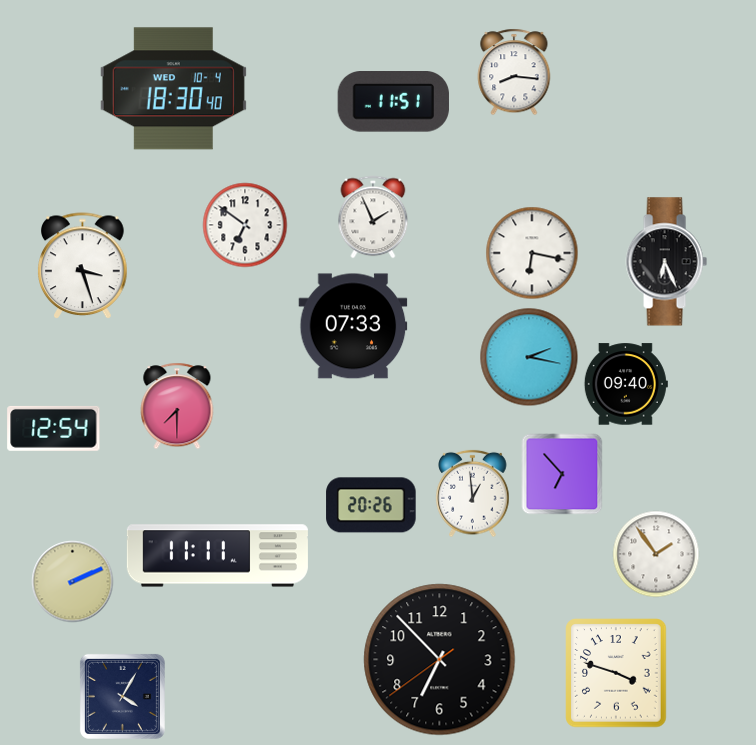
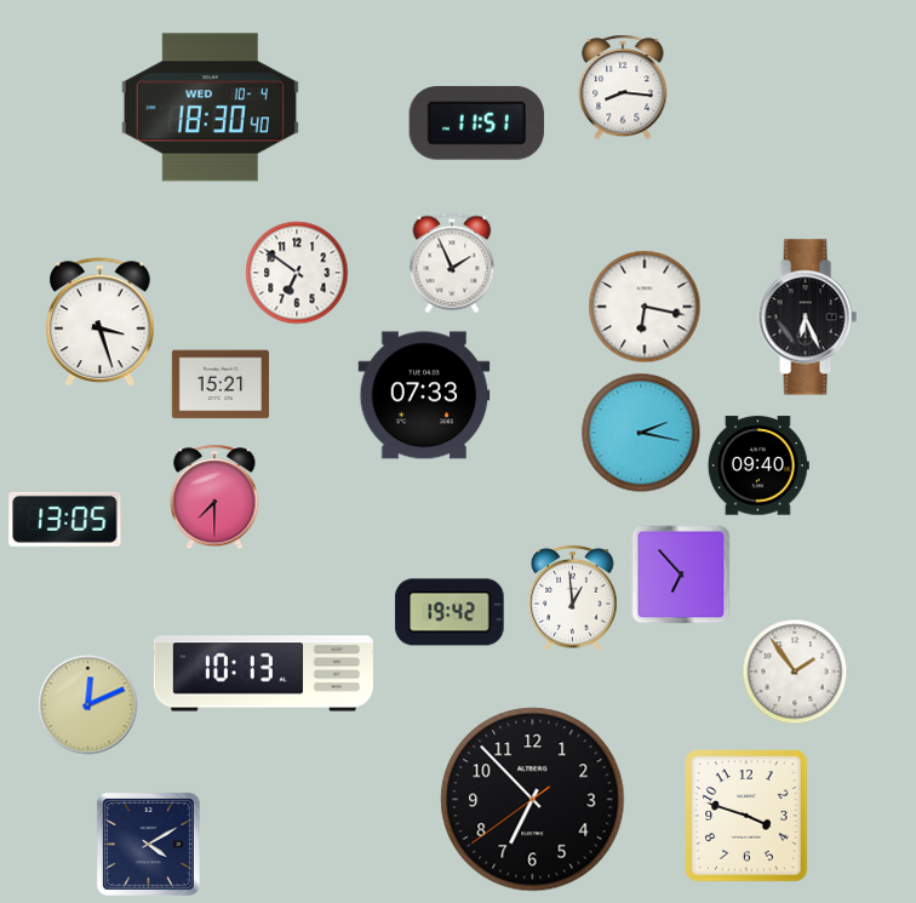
clock at (219, 384): none -> 15:21
clock at (353, 326) position: (353, 326) -> (424, 395)
clock at (177, 406) position: (177, 406) -> (214, 497)
clock at (54, 428): 12:54 -> 13:05
clock at (371, 505): 20:26 -> 19:42
clock at (217, 556): 11:11 -> 10:13
clock at (73, 582): 2:11 -> 12:11
clock at (122, 696): 4:05 -> 4:10
